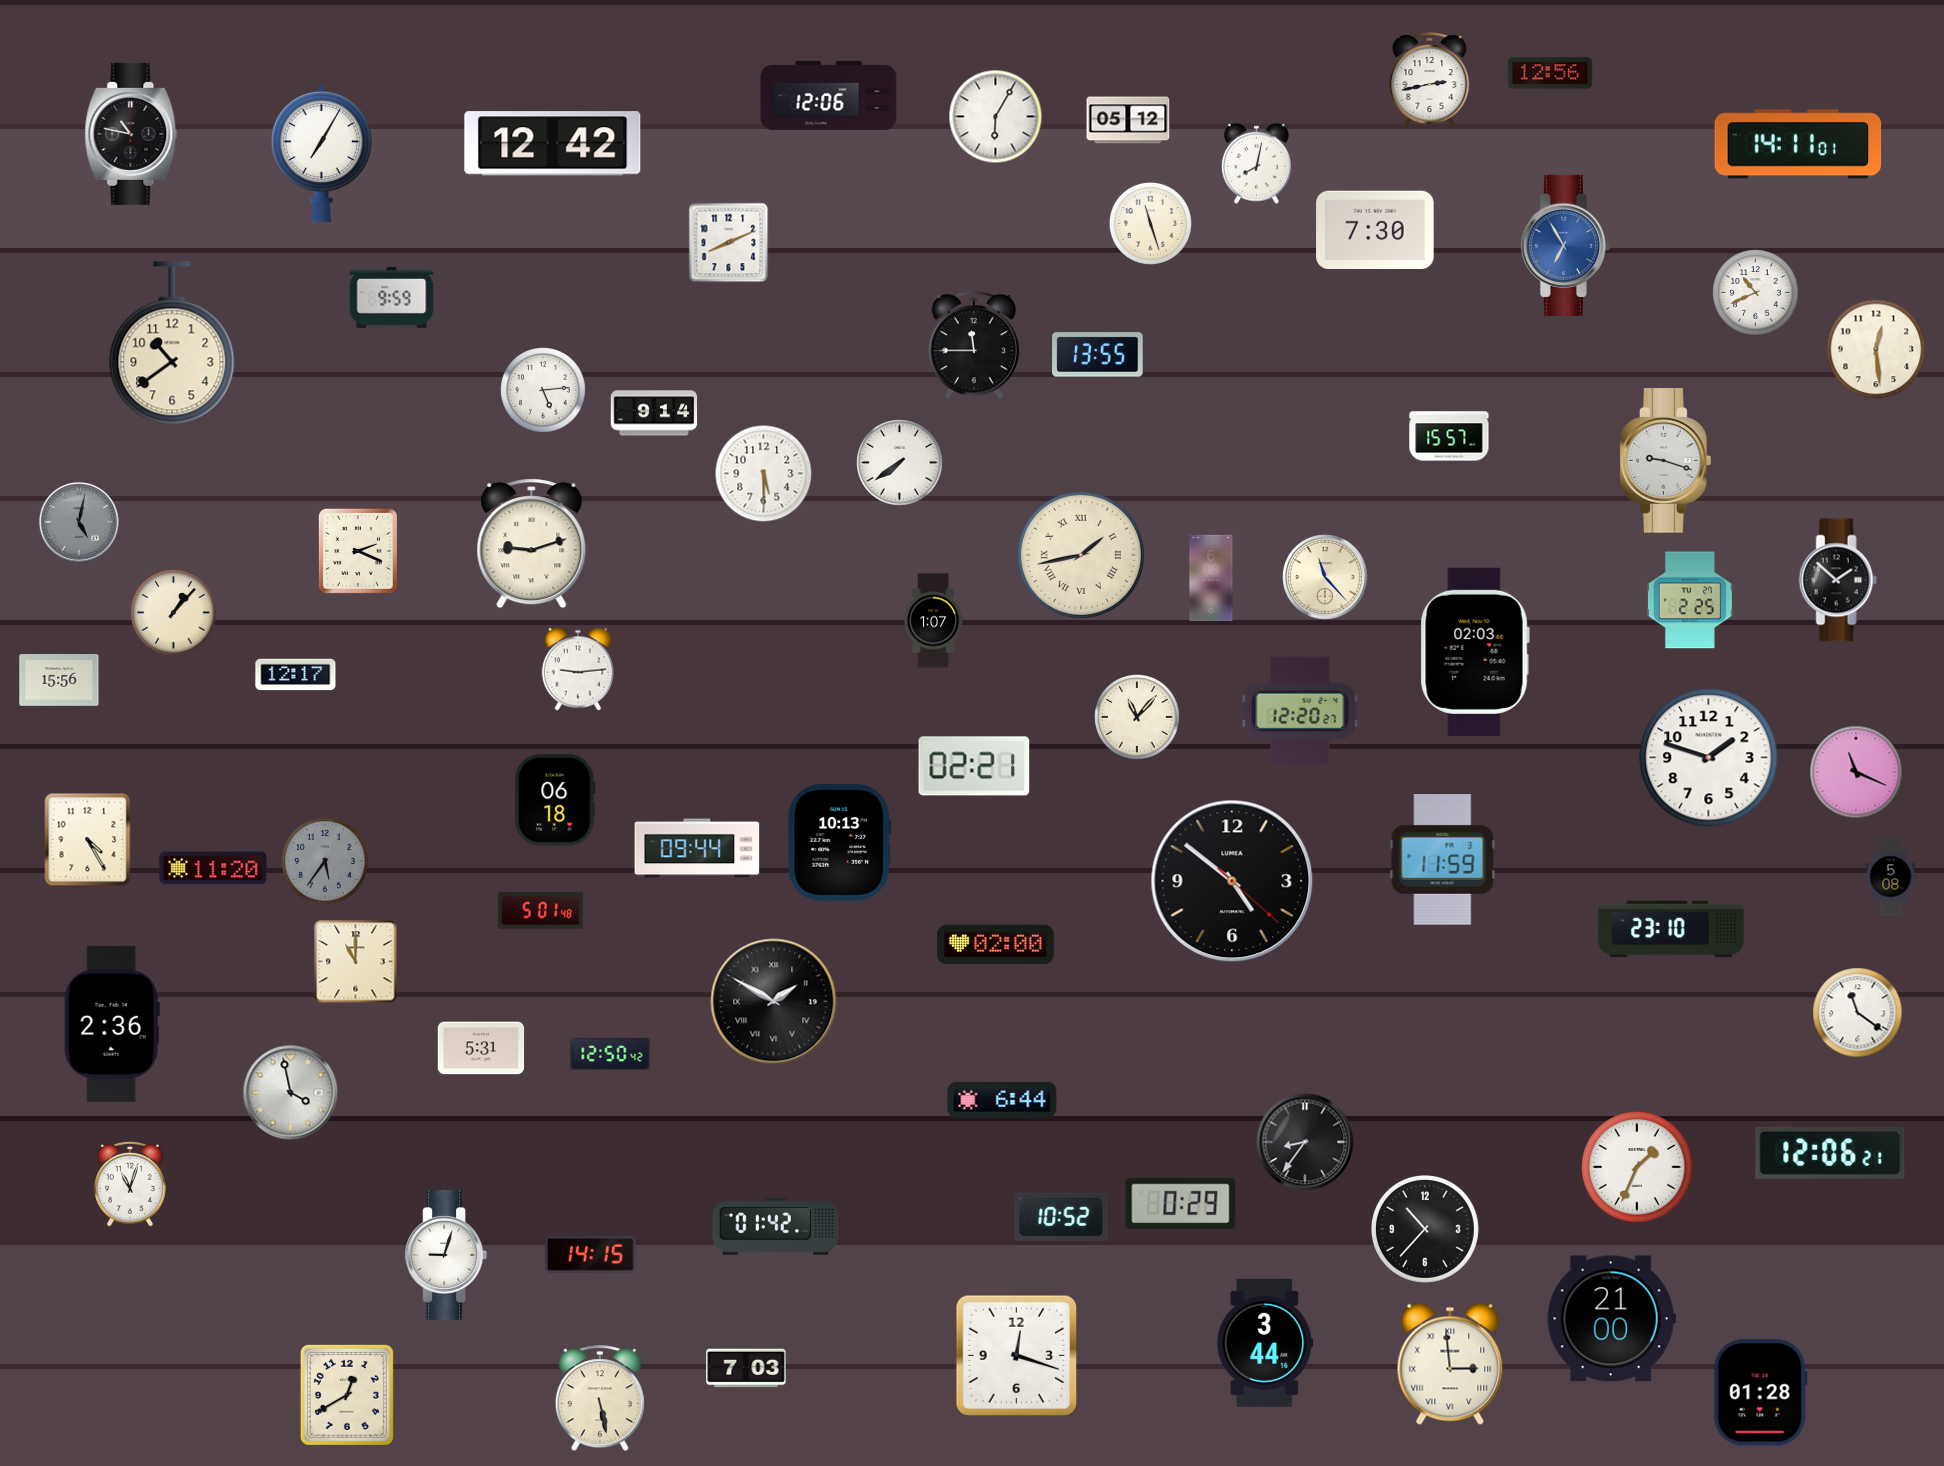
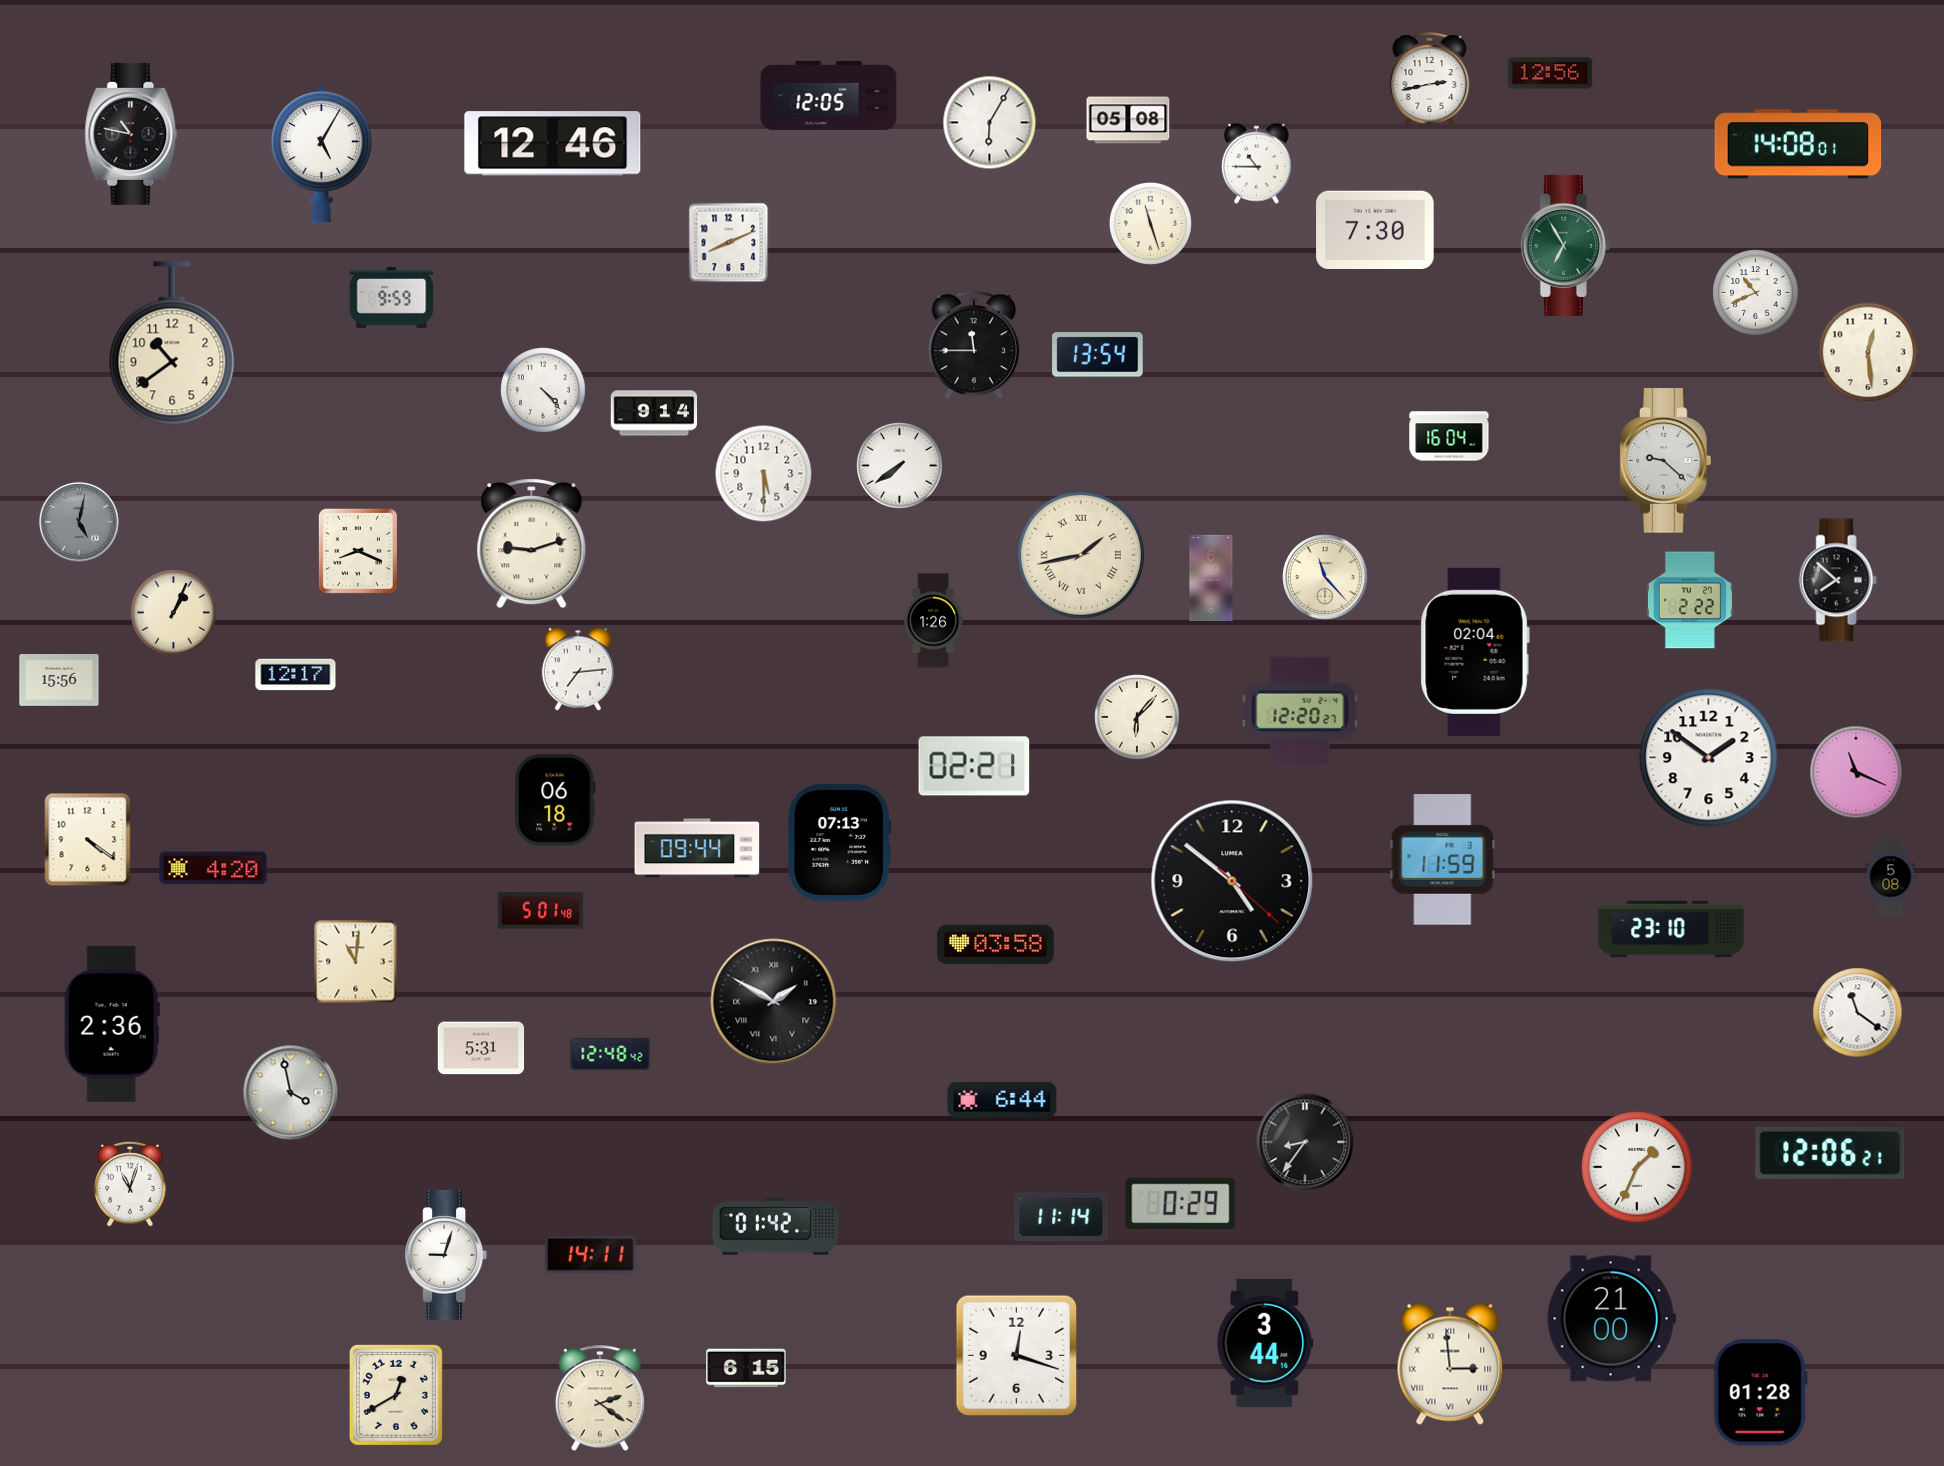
clock at (829, 95): 12:06 -> 12:05
clock at (996, 117) position: (996, 117) -> (990, 123)
clock at (1128, 120): 05:12 -> 05:08
clock at (553, 144): 12:42 -> 12:46
clock at (1798, 144): 14:11 -> 14:08
clock at (321, 153): 7:05 -> 5:05
clock at (1256, 163): 8:02 -> 10:45
clock at (1565, 245) dial: blue -> green
clock at (1876, 349) position: (1876, 349) -> (1868, 352)
clock at (1098, 355): 13:55 -> 13:54
clock at (543, 390): 5:14 -> 4:23
clock at (1449, 436): 15:57 -> 16:04
clock at (1666, 461): 9:18 -> 9:22
clock at (900, 463) position: (900, 463) -> (900, 466)
clock at (358, 551): 2:19 -> 8:19
clock at (1838, 580): 1:52 -> 7:52
clock at (1690, 600): 2:25 -> 2:22
clock at (174, 613): 1:07 -> 1:04
clock at (934, 621): 1:07 -> 1:26
clock at (1475, 652): 02:03 -> 02:04
clock at (578, 669): 9:14 -> 7:14
clock at (1137, 717): 11:07 -> 6:07
clock at (1709, 758): 1:48 -> 1:51
clock at (88, 840): 4:25 -> 4:21
clock at (839, 843): 10:13 -> 07:13
clock at (325, 861): 5:36 -> none
clock at (213, 868): 11:20 -> 4:20
clock at (996, 945): 02:00 -> 03:58
clock at (356, 962): 11:00 -> 11:01
clock at (610, 1054): 12:50 -> 12:48
clock at (1061, 1217): 10:52 -> 11:14
clock at (1425, 1229): 10:37 -> none
clock at (591, 1255): 14:15 -> 14:11
clock at (746, 1368): 7:03 -> 6:15
clock at (347, 1395) position: (347, 1395) -> (396, 1395)
clock at (600, 1399): 5:28 -> 2:21
